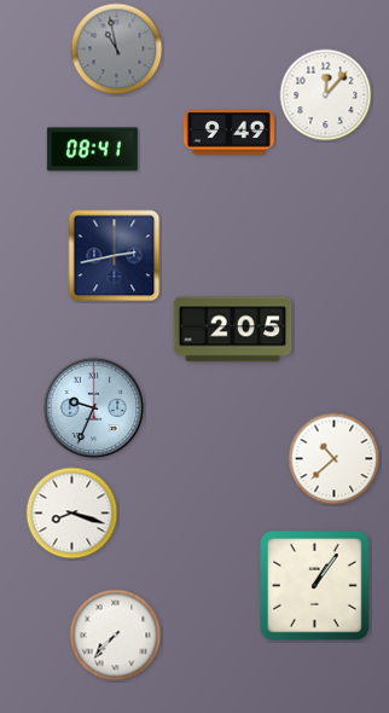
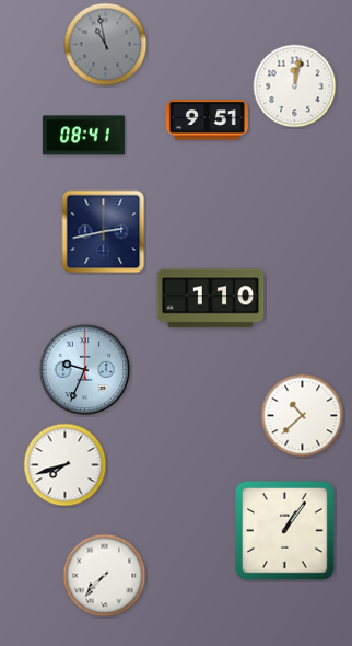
clock at (326, 95): 12:07 -> 12:02
clock at (228, 133): 9:49 -> 9:51
clock at (233, 330): 2:05 -> 1:10
clock at (72, 514): 8:18 -> 7:42
